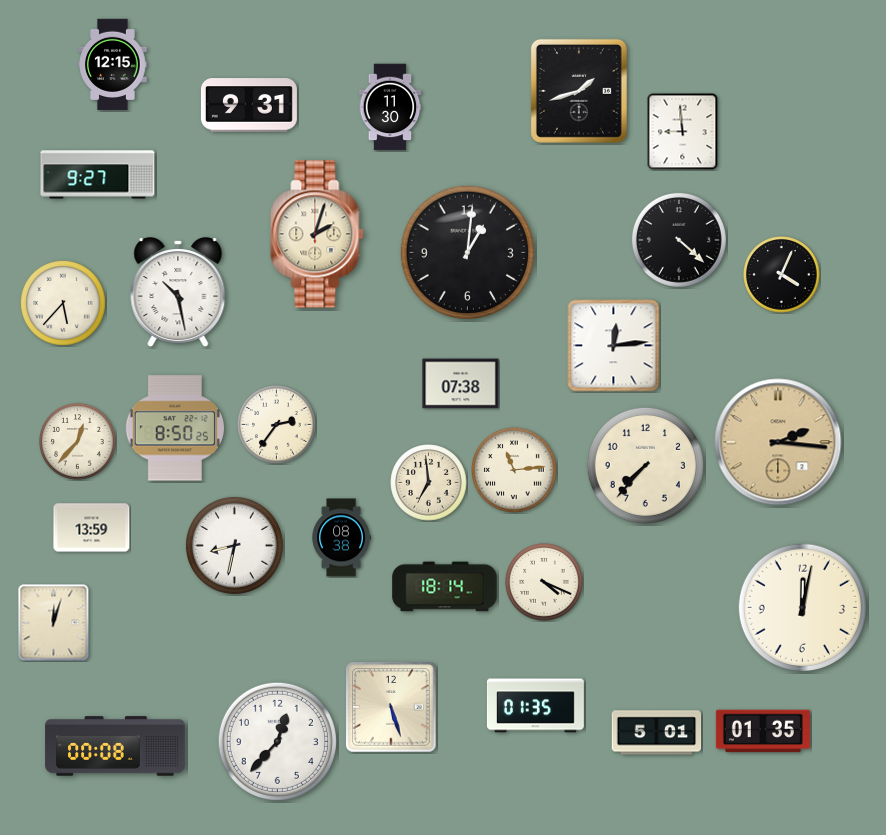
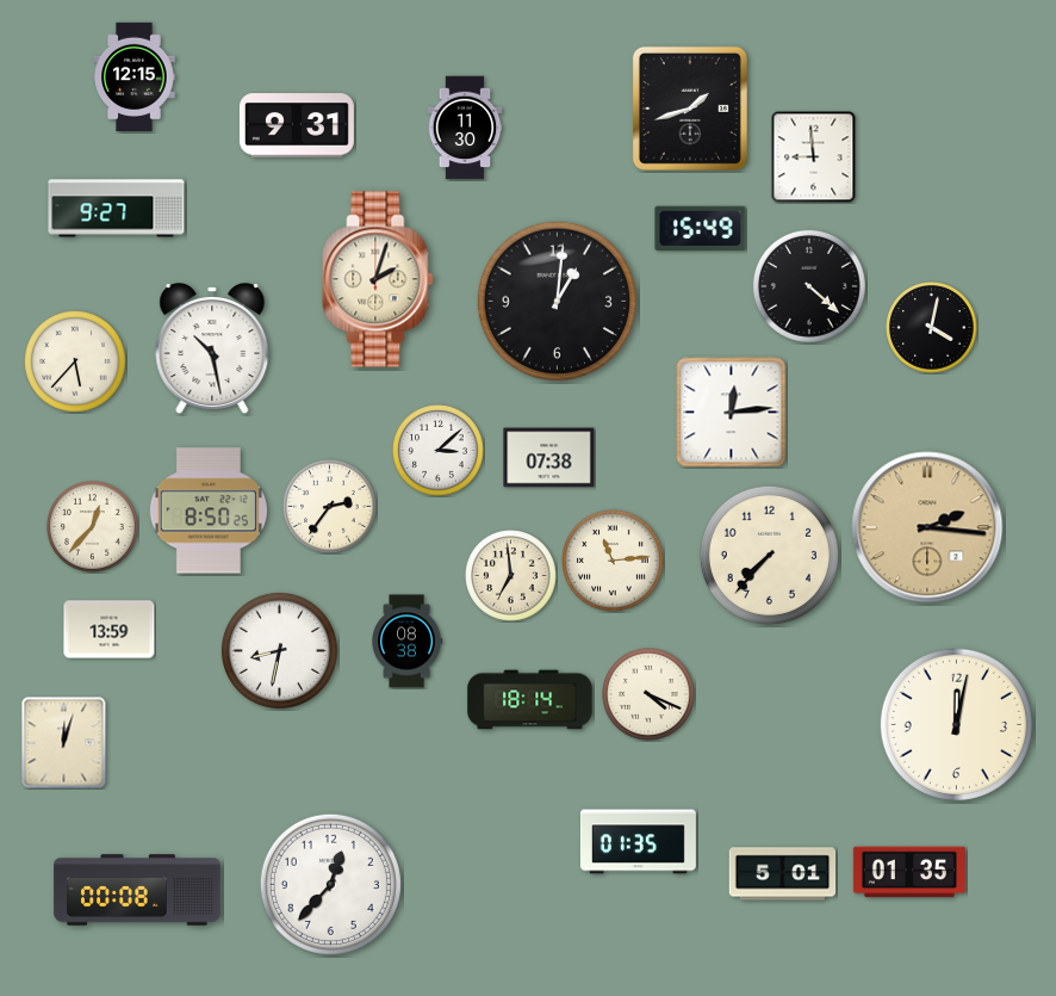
clock at (701, 229): none -> 15:49
clock at (782, 275): 4:04 -> 4:02
clock at (439, 451): none -> 3:08
clock at (391, 707): 5:27 -> none
